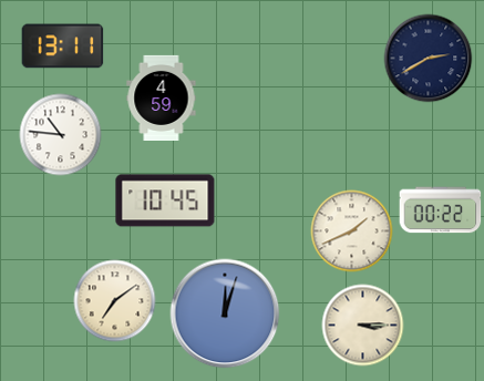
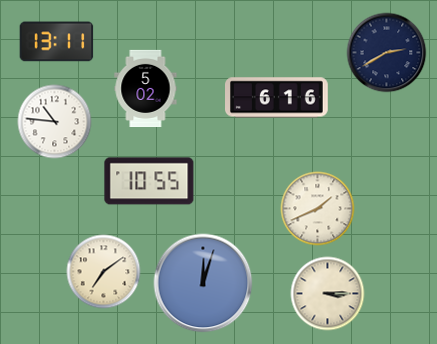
clock at (162, 97): 4:59 -> 5:02
clock at (277, 98): none -> 6:16
clock at (165, 200): 10:45 -> 10:55
clock at (441, 210): 00:22 -> none
